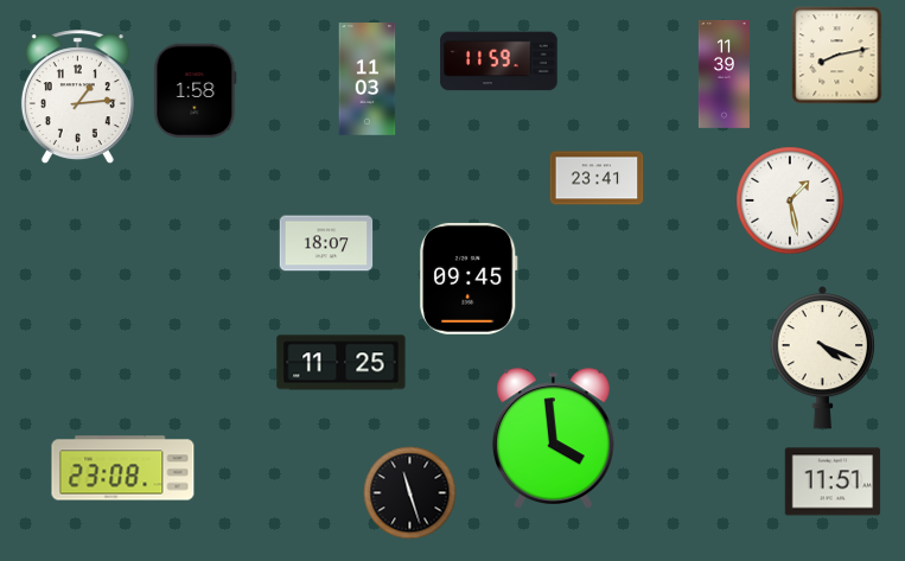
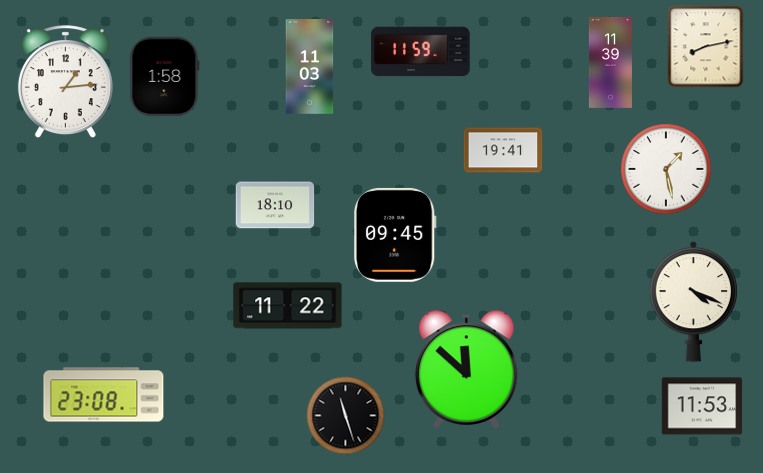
clock at (597, 178): 23:41 -> 19:41
clock at (326, 243): 18:07 -> 18:10
clock at (342, 363): 11:25 -> 11:22
clock at (554, 439): 3:59 -> 11:52
clock at (833, 482): 11:51 -> 11:53
